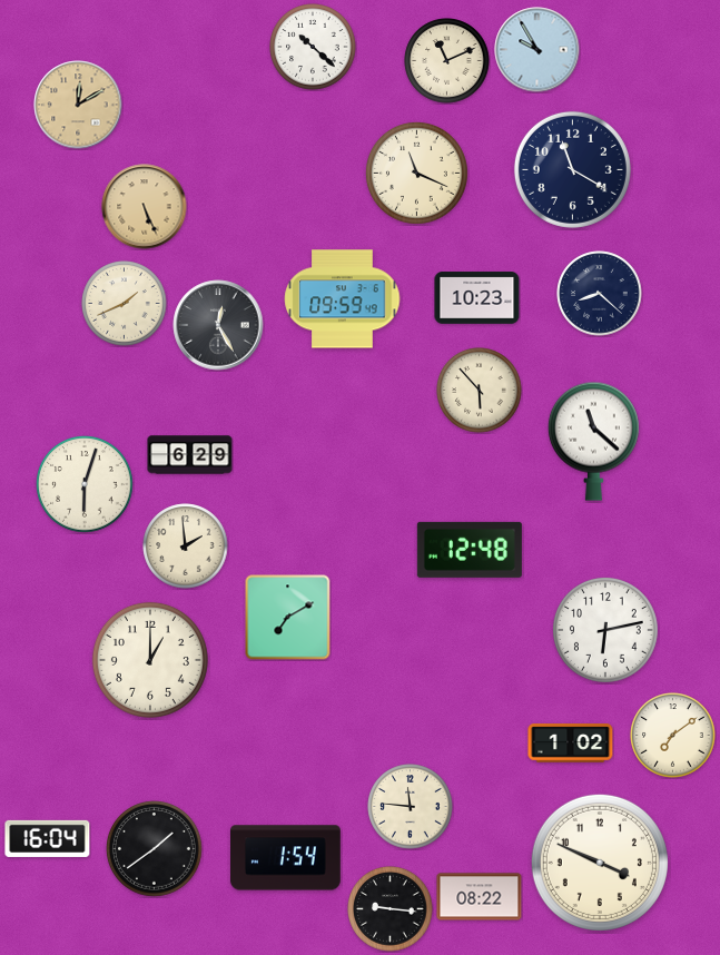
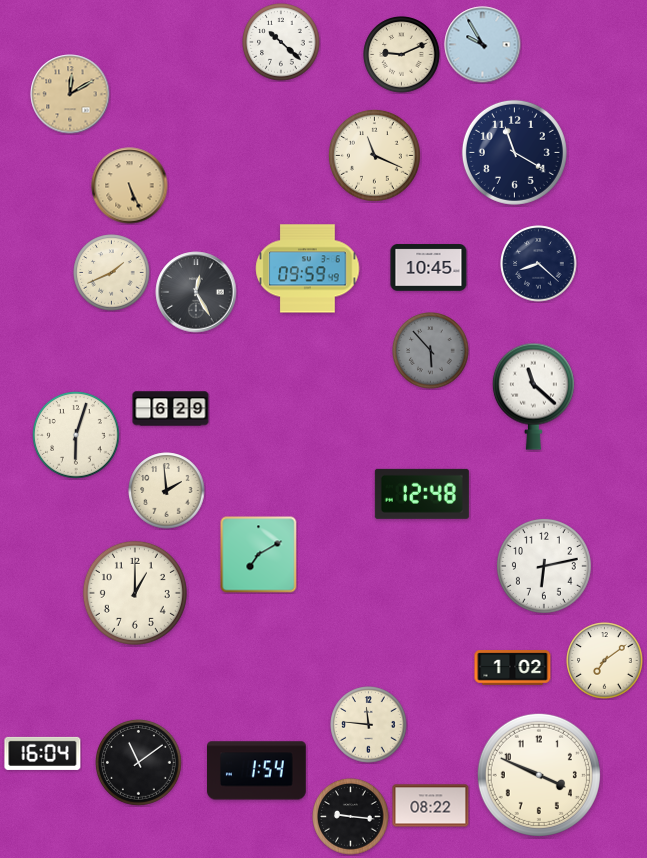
clock at (447, 61): 11:11 -> 9:11
clock at (477, 298): 10:23 -> 10:45
clock at (480, 391) dial: cream -> grey
clock at (155, 849): 1:39 -> 11:09
